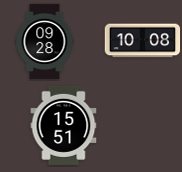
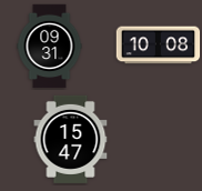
clock at (45, 42): 09:28 -> 09:31
clock at (64, 125): 15:51 -> 15:47
